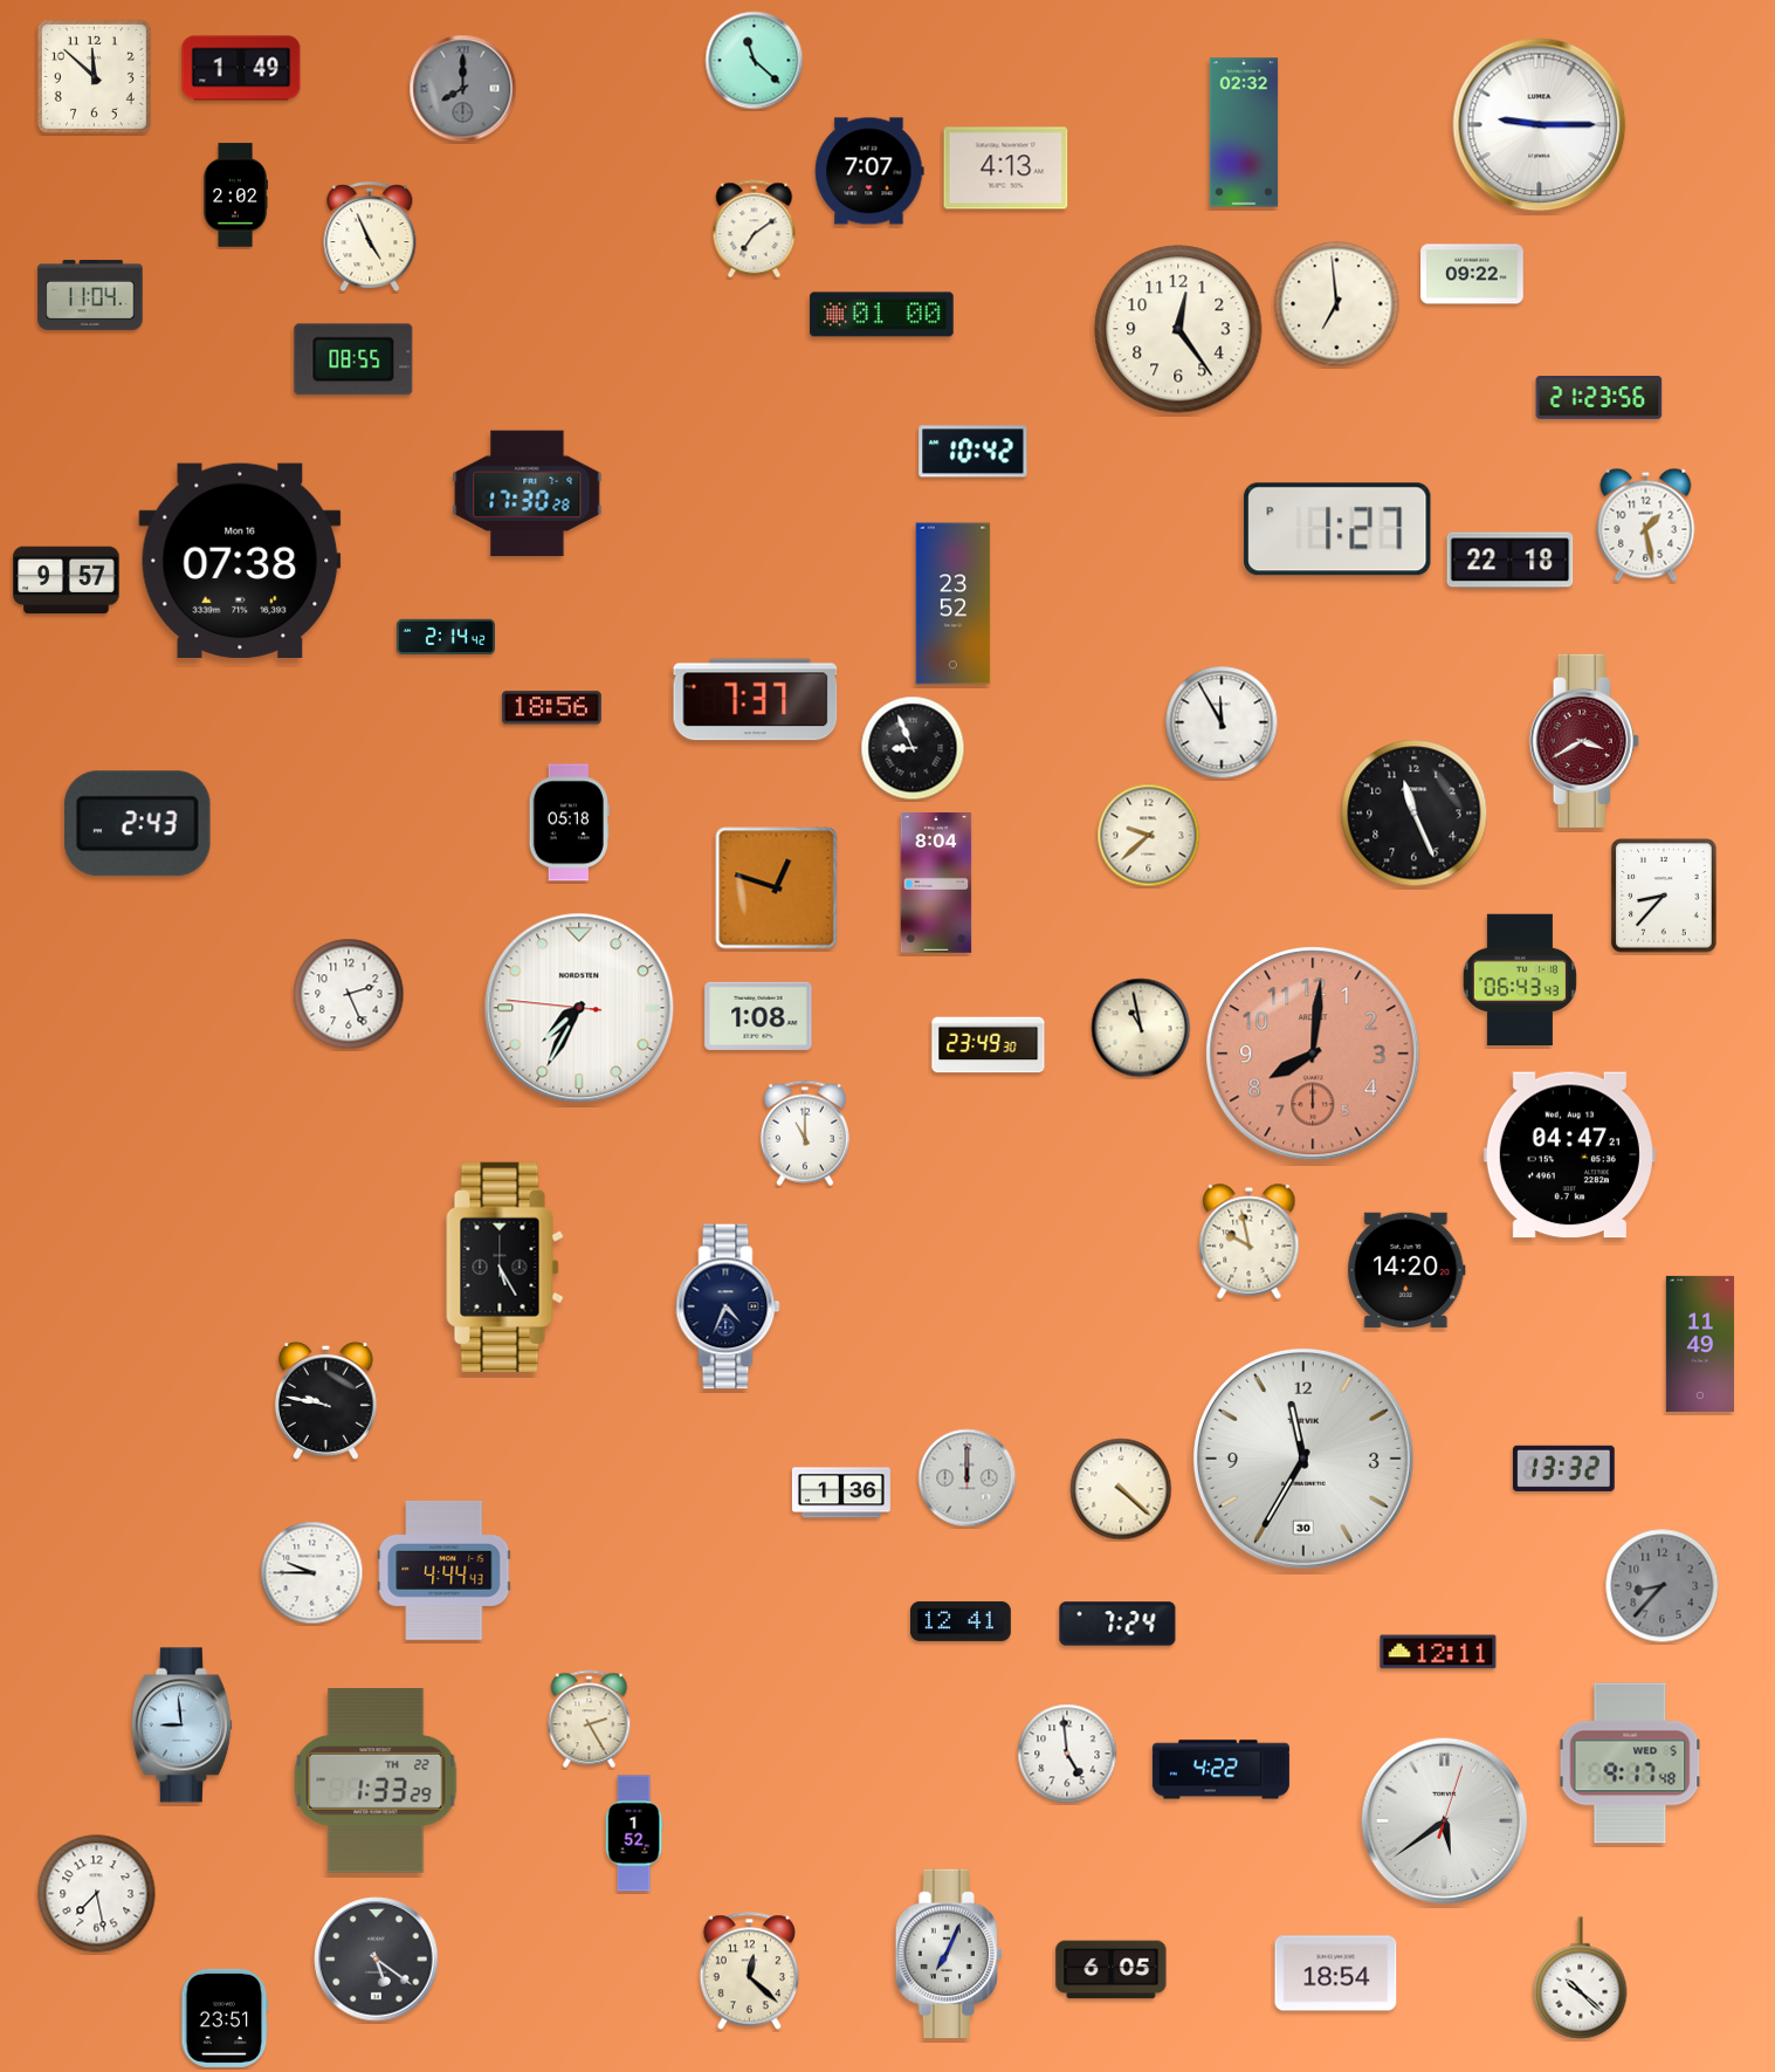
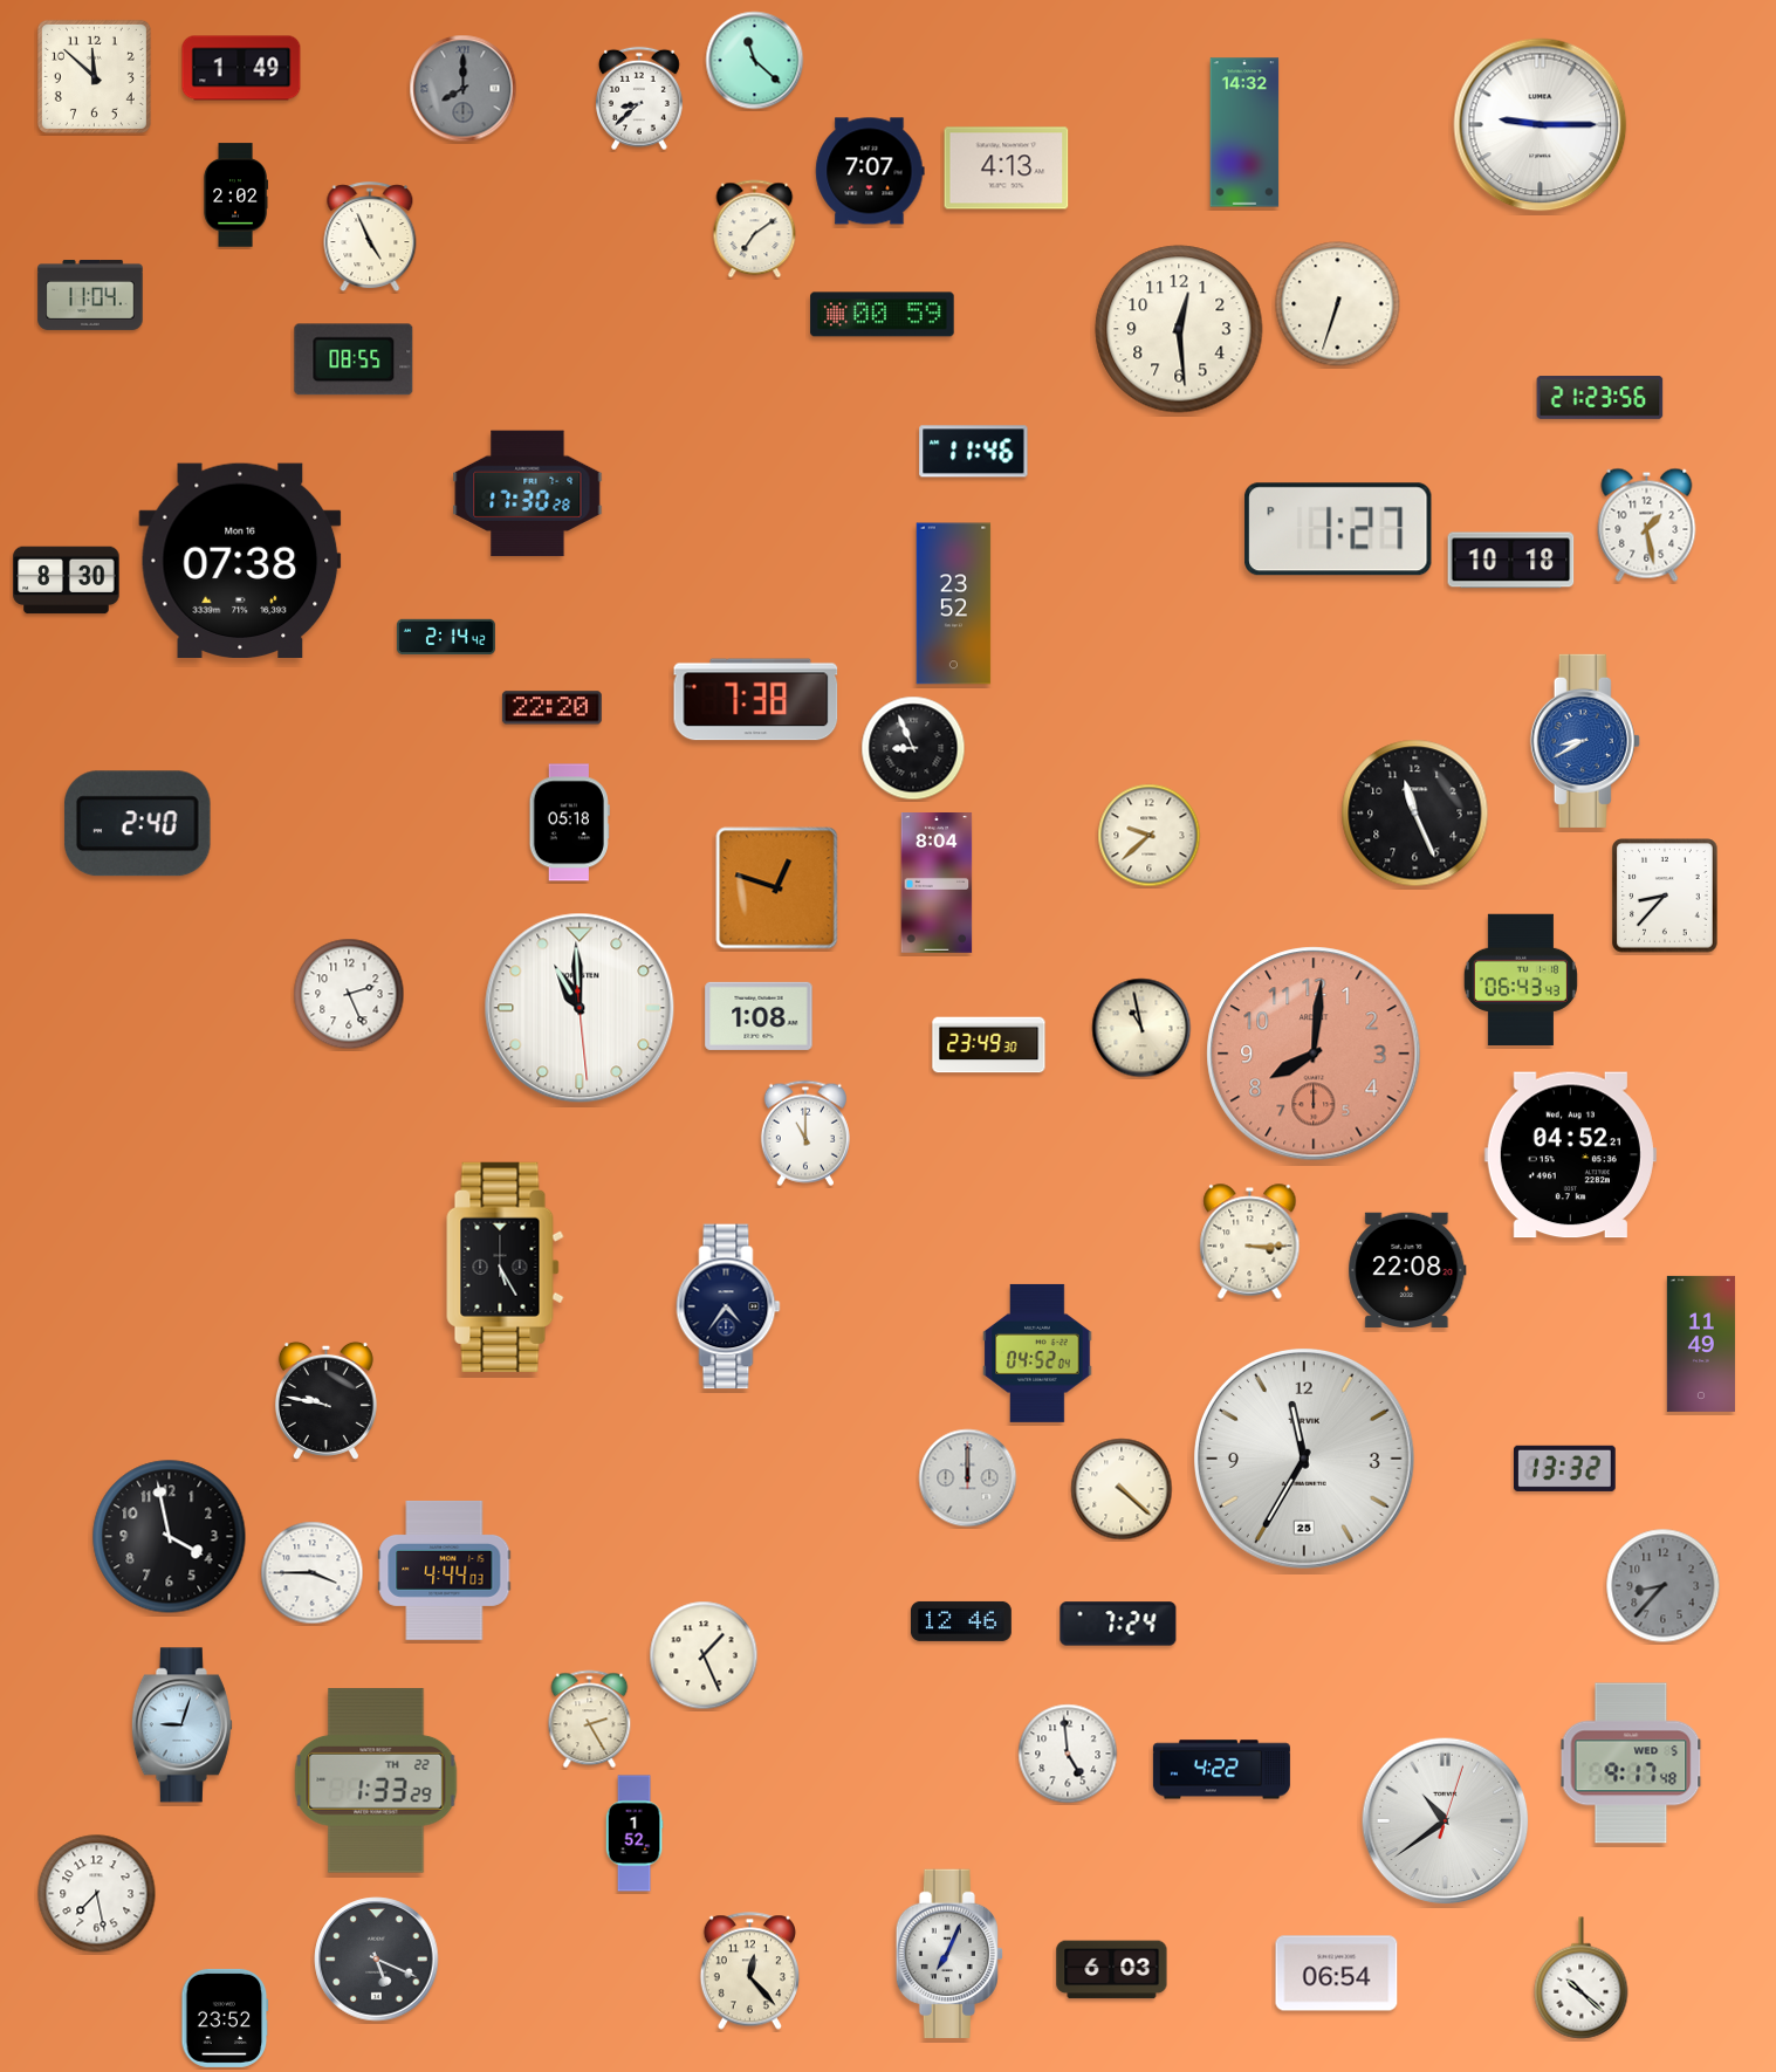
clock at (639, 98): none -> 8:38
clock at (1244, 132): 02:32 -> 14:32
clock at (1472, 274): 09:22 -> none
clock at (1337, 304): 6:59 -> 6:33
clock at (882, 315): 01:00 -> 00:59
clock at (1178, 329): 12:24 -> 12:29
clock at (974, 452): 10:42 -> 11:46
clock at (1511, 561): 22:18 -> 10:18
clock at (67, 581): 9:57 -> 8:30
clock at (756, 700): 7:37 -> 7:38
clock at (551, 708): 18:56 -> 22:20
clock at (1222, 722): 11:55 -> none
clock at (1584, 741): 3:40 -> 8:40
clock at (1584, 741) dial: burgundy -> blue
clock at (138, 824): 2:43 -> 2:40
clock at (579, 1008): 7:34 -> 10:59
clock at (1569, 1155): 04:47 -> 04:52
clock at (1250, 1242): 9:58 -> 3:15
clock at (1406, 1269): 14:20 -> 22:08
clock at (728, 1306): 4:34 -> 4:36
clock at (1037, 1353): none -> 04:52
clock at (1305, 1460) date: 30 -> 25
clock at (841, 1493): 1:36 -> none
clock at (170, 1537): none -> 3:58
clock at (445, 1570): 4:44:43 -> 4:44:03
clock at (312, 1573): 9:45 -> 3:45
clock at (961, 1621): 12:41 -> 12:46
clock at (1438, 1652): 12:11 -> none
clock at (704, 1655): none -> 1:26
clock at (181, 1725): 8:59 -> 9:03
clock at (1445, 1821): 5:39 -> 10:39
clock at (377, 1960): 5:21 -> 5:19
clock at (1112, 1970): 6:05 -> 6:03
clock at (749, 1971): 12:22 -> 12:23
clock at (1336, 1974): 18:54 -> 06:54
clock at (225, 2018): 23:51 -> 23:52
